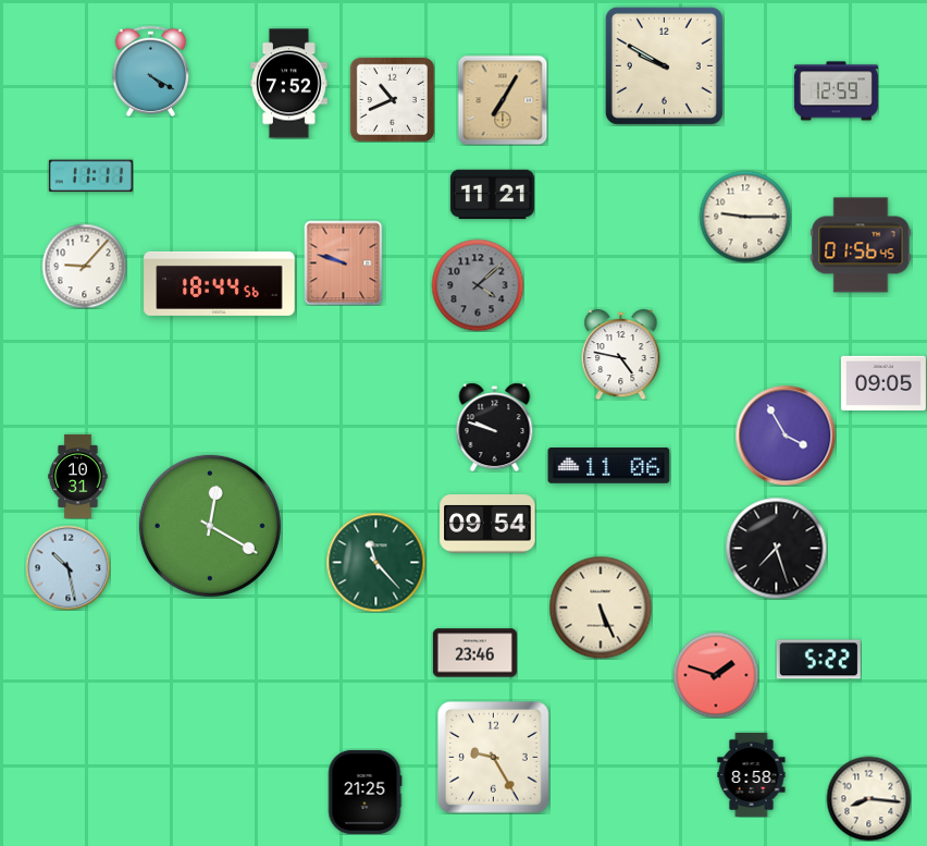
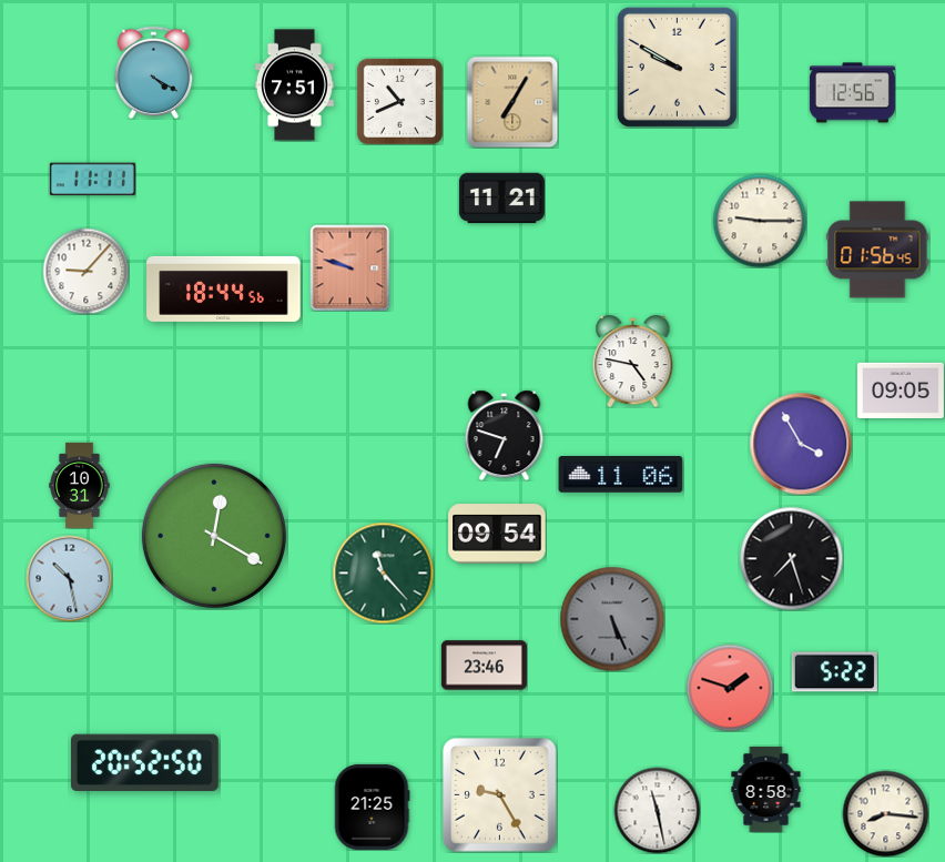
clock at (288, 84): 7:52 -> 7:51
clock at (836, 91): 12:59 -> 12:56
clock at (478, 285): 4:08 -> none
clock at (495, 427): 9:48 -> 6:48
clock at (601, 608) dial: cream -> grey
clock at (144, 762): none -> 20:52
clock at (494, 758) position: (494, 758) -> (500, 795)
clock at (657, 810): none -> 11:28
